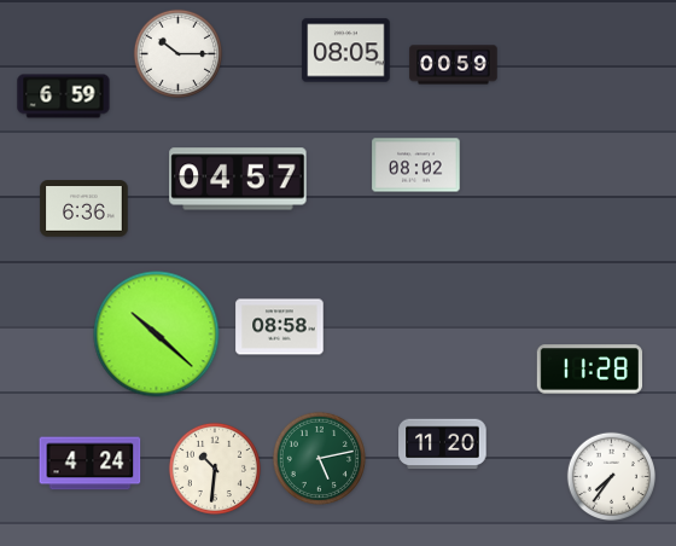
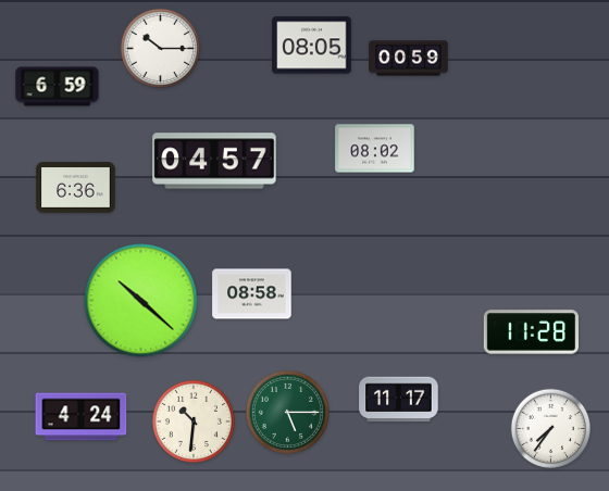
clock at (443, 445): 11:20 -> 11:17
clock at (319, 458): 5:13 -> 5:15
